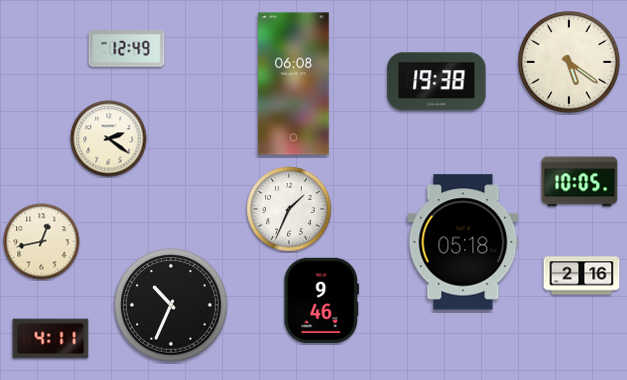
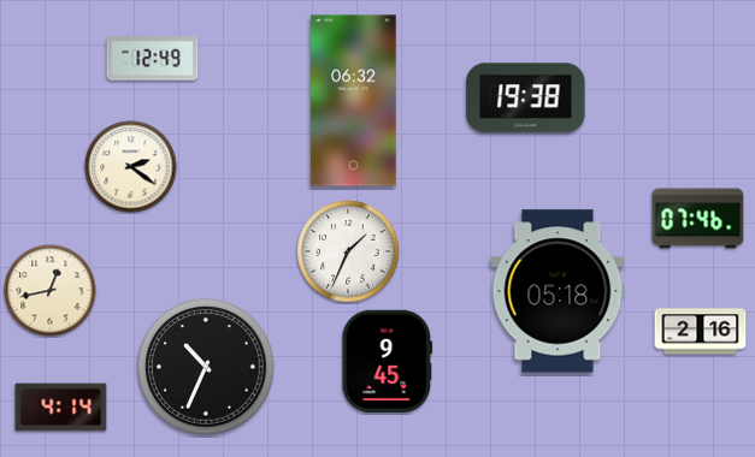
clock at (569, 62): 5:21 -> none
clock at (294, 84): 06:08 -> 06:32
clock at (580, 182): 10:05 -> 07:46
clock at (322, 300): 9:46 -> 9:45
clock at (51, 339): 4:11 -> 4:14
